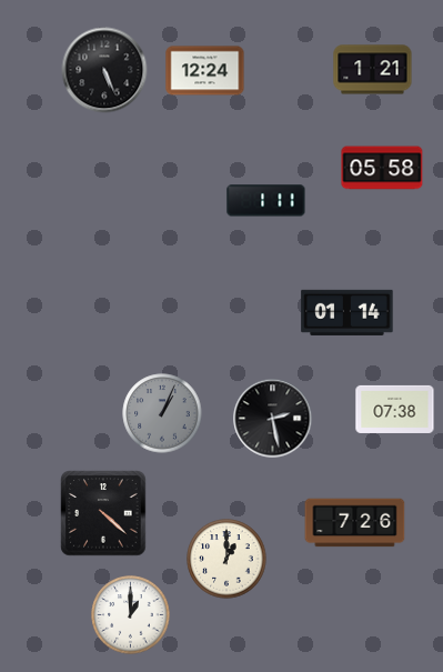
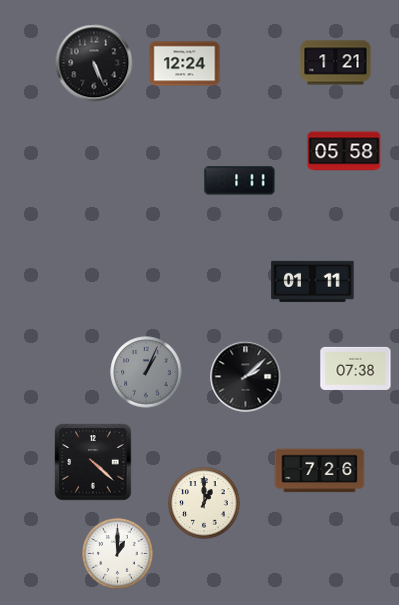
clock at (348, 312): 01:14 -> 01:11
clock at (273, 419): 2:28 -> 2:08
